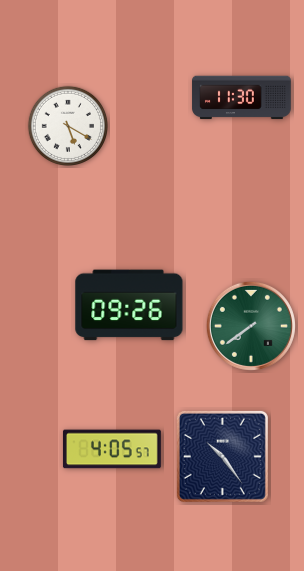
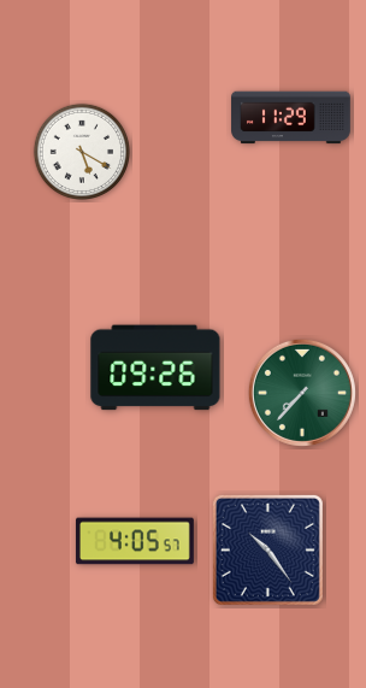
clock at (242, 98): 11:30 -> 11:29
clock at (251, 326): 7:39 -> 7:37
